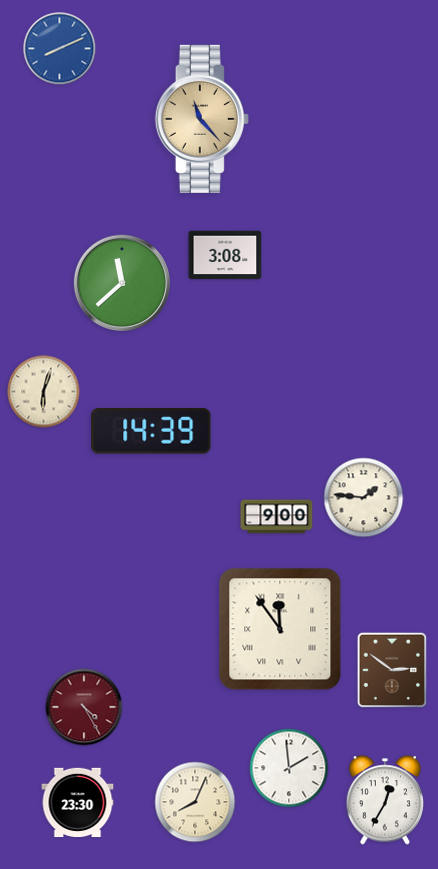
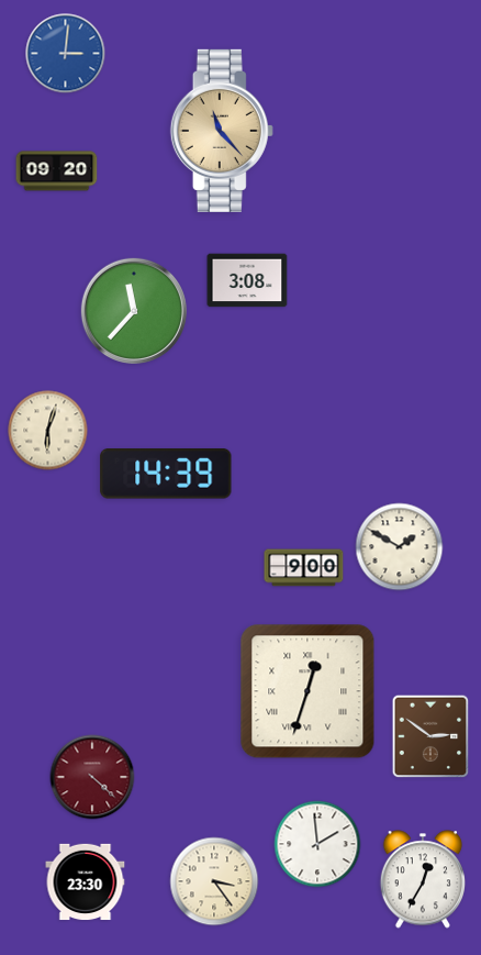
clock at (60, 49): 8:11 -> 3:01
clock at (57, 171): none -> 09:20
clock at (122, 283): 11:38 -> 11:37
clock at (364, 498): 1:46 -> 1:50
clock at (280, 629): 11:54 -> 12:33
clock at (84, 707): 4:25 -> 4:22
clock at (195, 802): 8:04 -> 3:24
